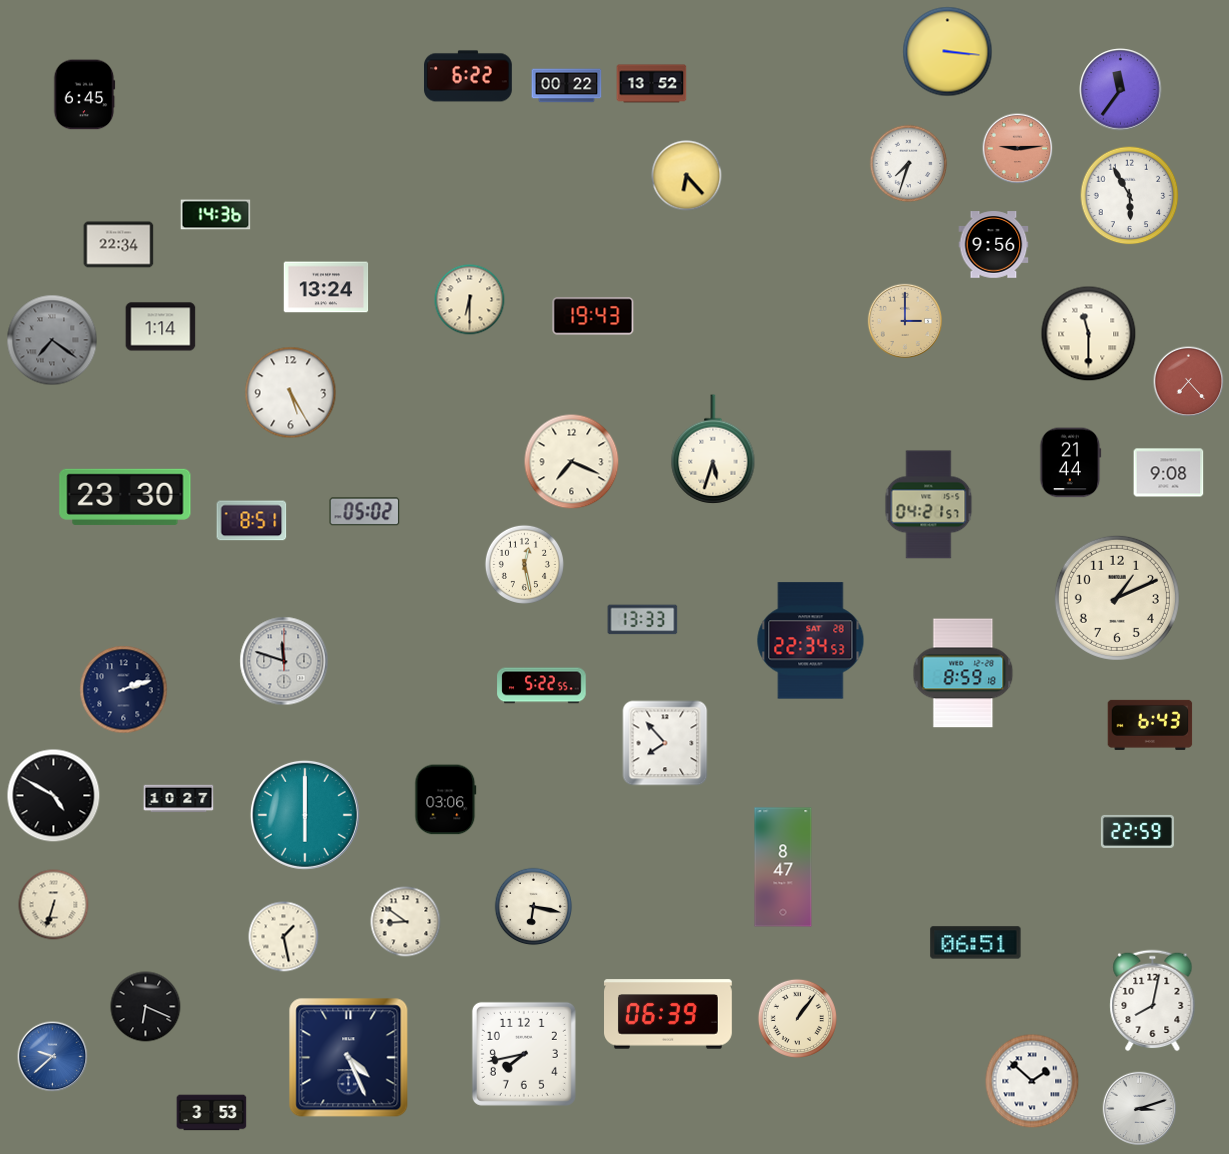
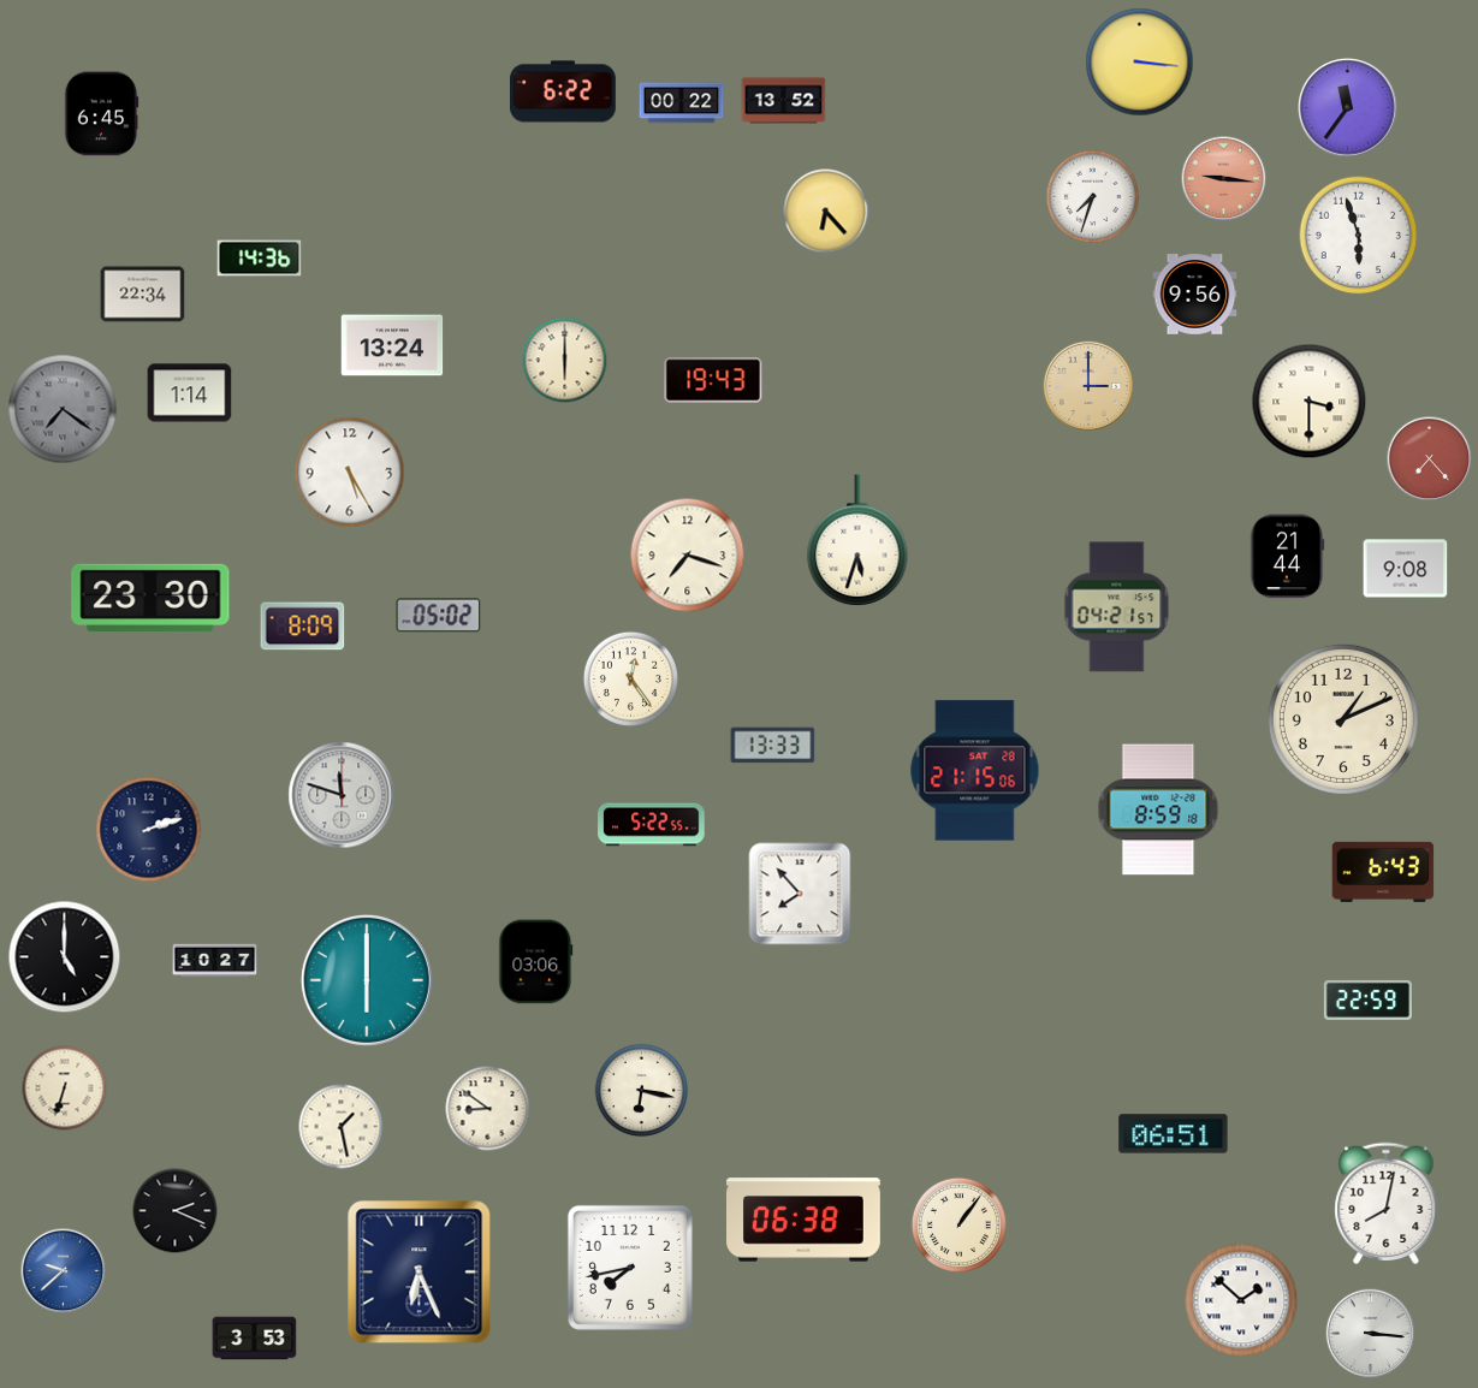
clock at (1018, 149): 9:14 -> 9:16
clock at (1130, 196): 5:55 -> 5:57
clock at (470, 300): 6:30 -> 6:00
clock at (161, 327) position: (161, 327) -> (190, 393)
clock at (1089, 334): 11:30 -> 3:30
clock at (572, 462): 7:19 -> 7:18
clock at (252, 521): 8:51 -> 8:09
clock at (524, 564): 12:28 -> 12:24
clock at (811, 641): 22:34 -> 21:15
clock at (54, 796): 4:50 -> 5:00
clock at (783, 867): 8:47 -> none
clock at (146, 1007): 6:19 -> 2:19
clock at (669, 1014): 06:39 -> 06:38
clock at (349, 1058): 4:26 -> 6:26
clock at (1140, 1109): 3:12 -> 3:16
